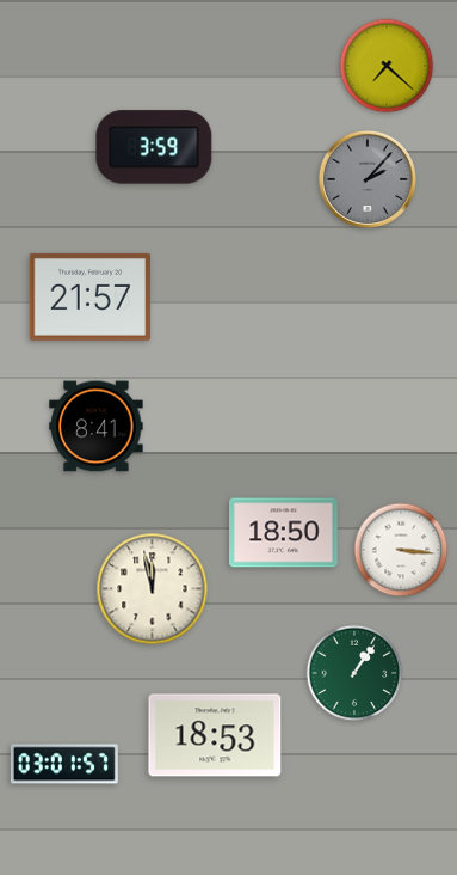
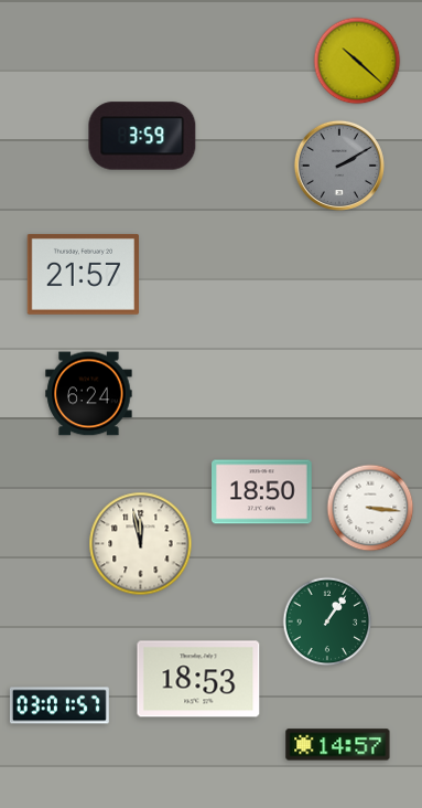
clock at (387, 66): 7:22 -> 10:22
clock at (368, 179): 2:07 -> 2:10
clock at (97, 427): 8:41 -> 6:24
clock at (338, 745): none -> 14:57
